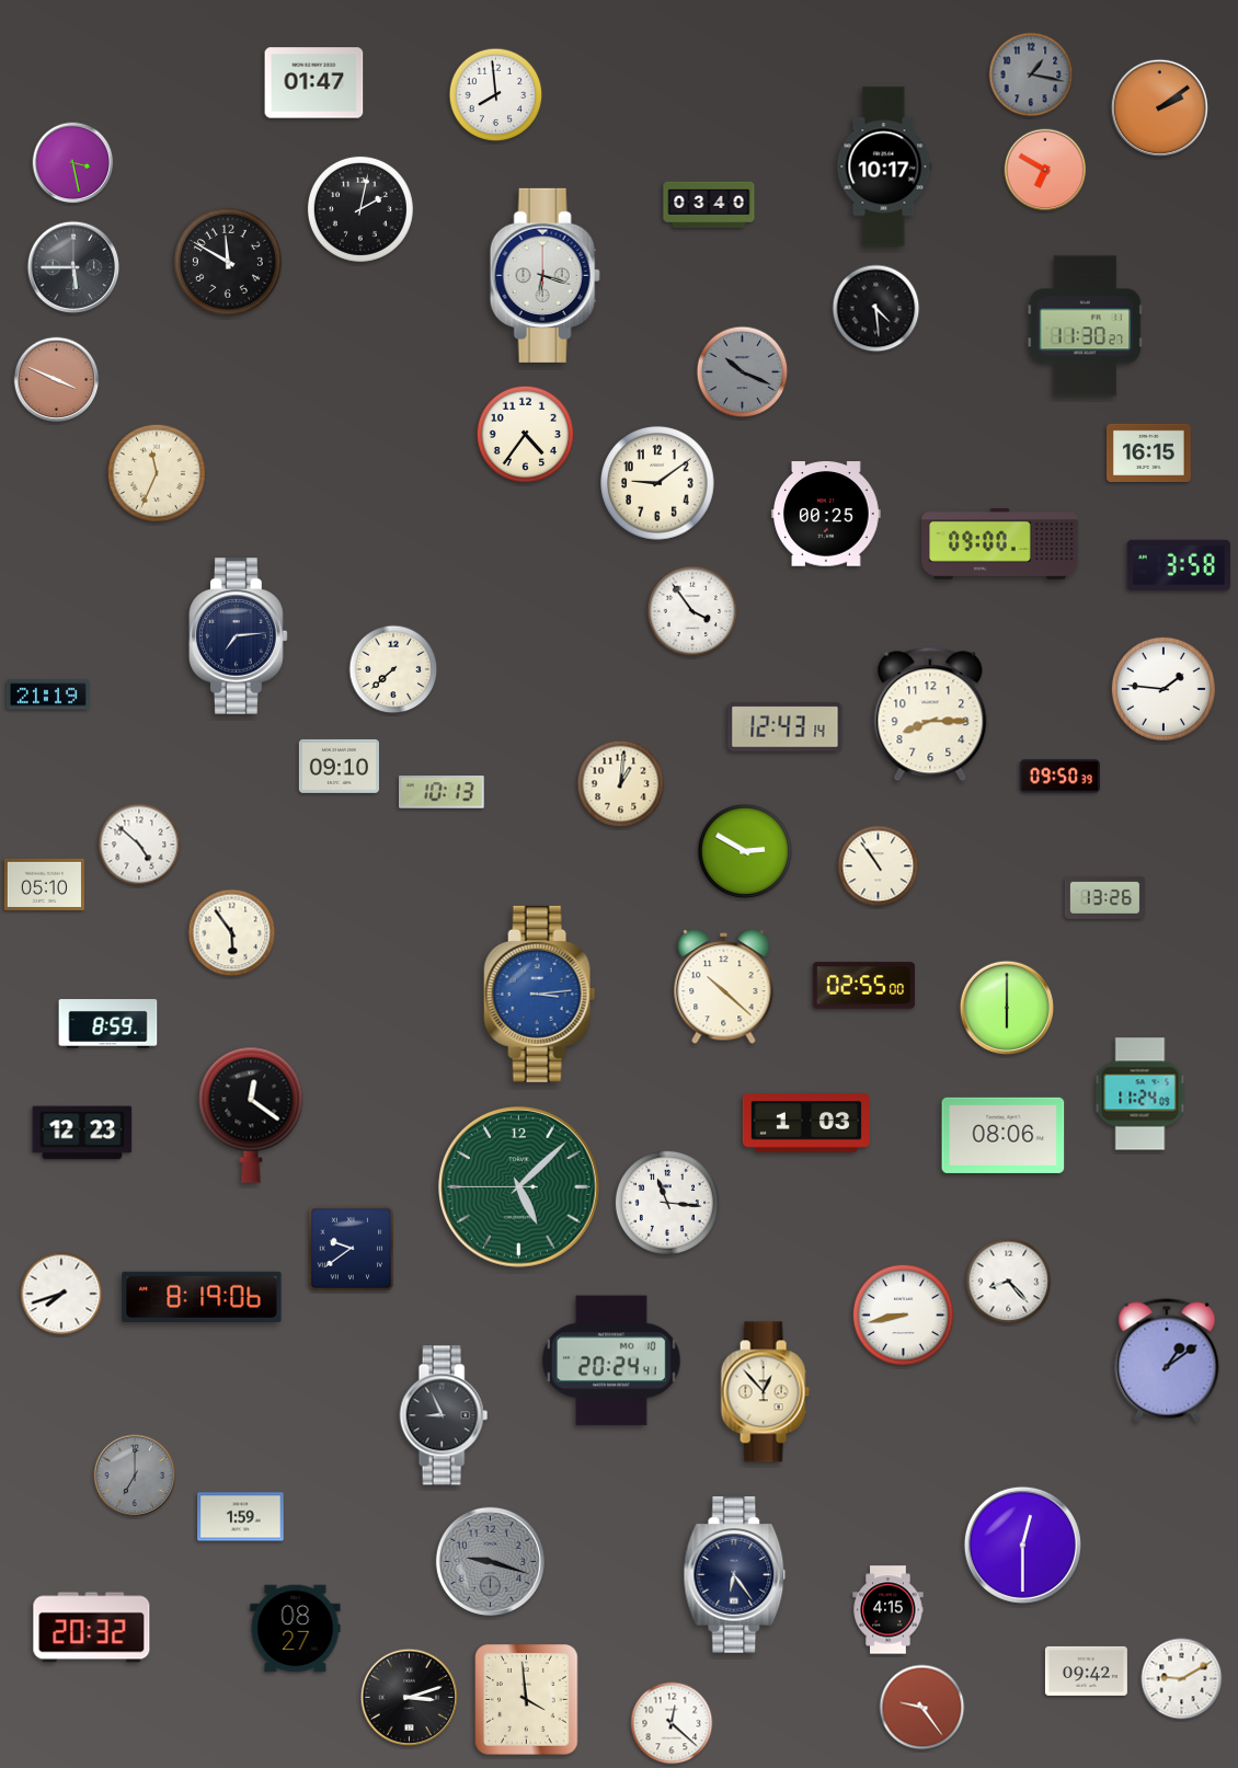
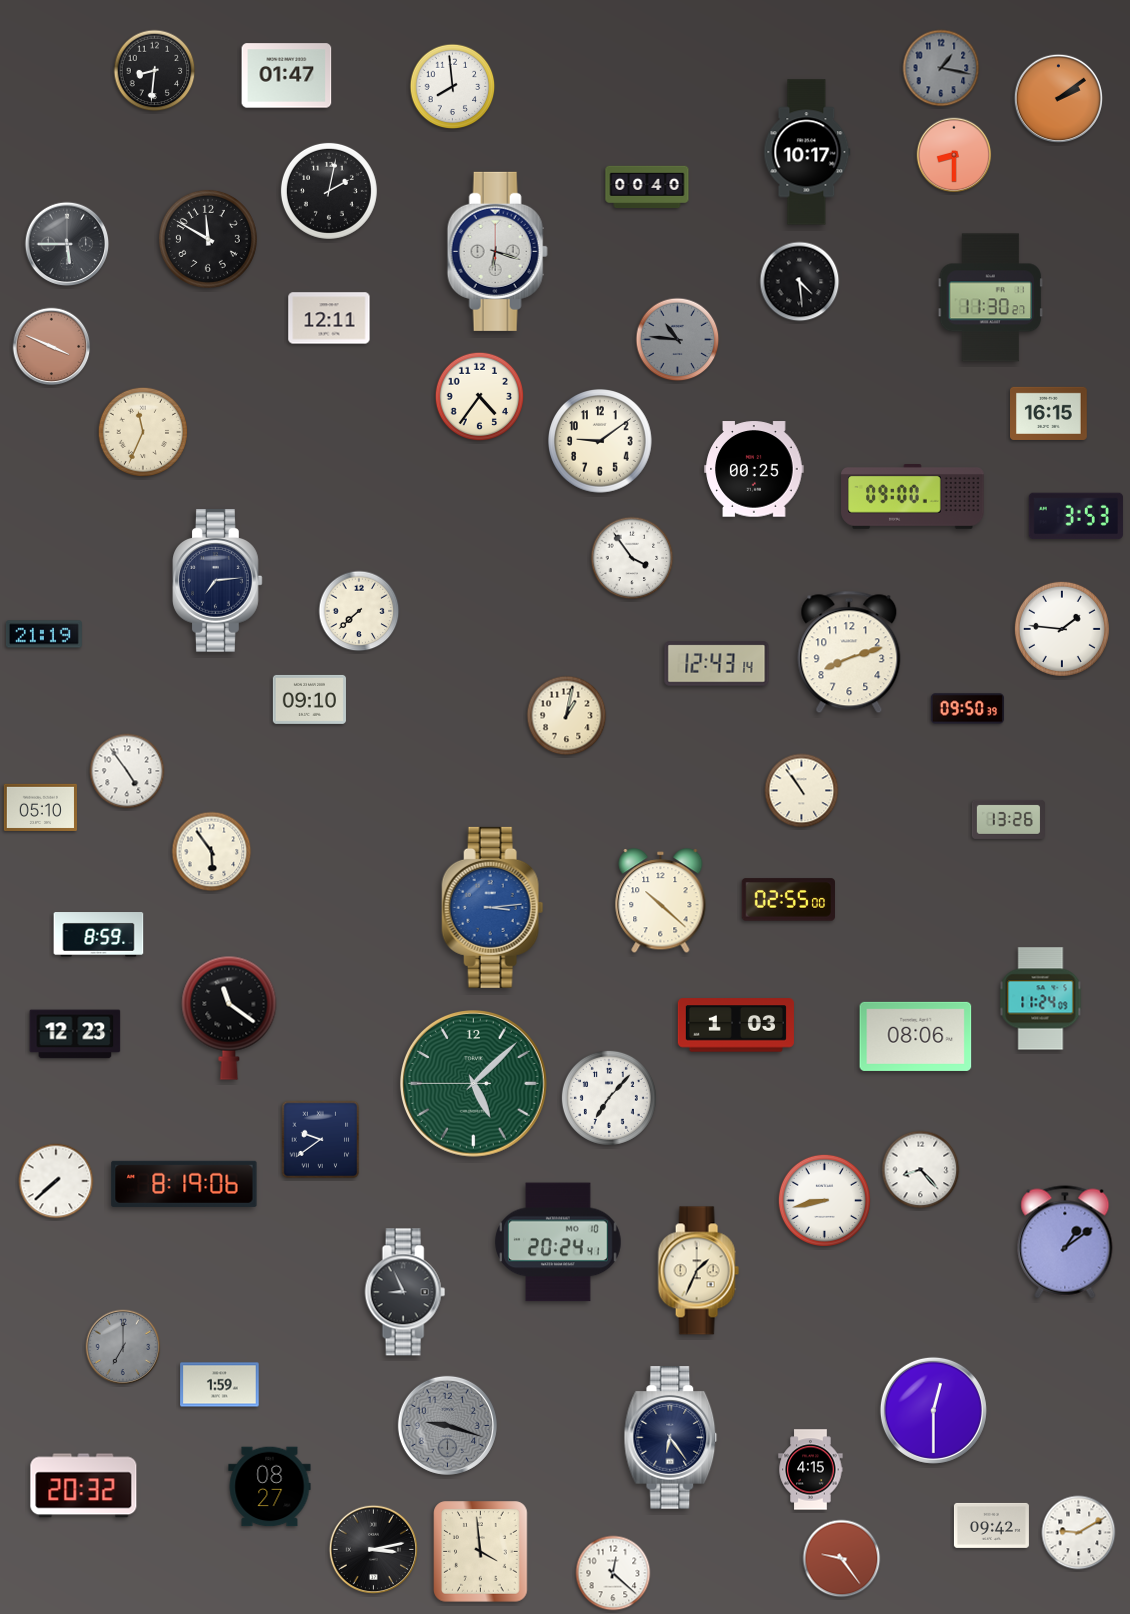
clock at (155, 71): none -> 8:31
clock at (73, 163): 3:28 -> none
clock at (1045, 170): 6:50 -> 8:30
clock at (709, 204): 03:40 -> 00:40
clock at (329, 318): none -> 12:11
clock at (743, 372): 10:19 -> 10:46
clock at (1179, 565): 3:58 -> 3:53
clock at (930, 714): 8:15 -> 8:12
clock at (621, 784): 1:01 -> 1:02
clock at (443, 793): 10:13 -> none
clock at (139, 845): 4:52 -> 4:54
clock at (745, 851): 2:50 -> none
clock at (1007, 1008): 6:00 -> none
clock at (251, 1115): 12:21 -> 11:21
clock at (667, 1203): 11:16 -> 7:07
clock at (61, 1294): 7:42 -> 7:38
clock at (765, 1392): 12:53 -> 1:34
clock at (409, 1697): 3:12 -> 3:13
